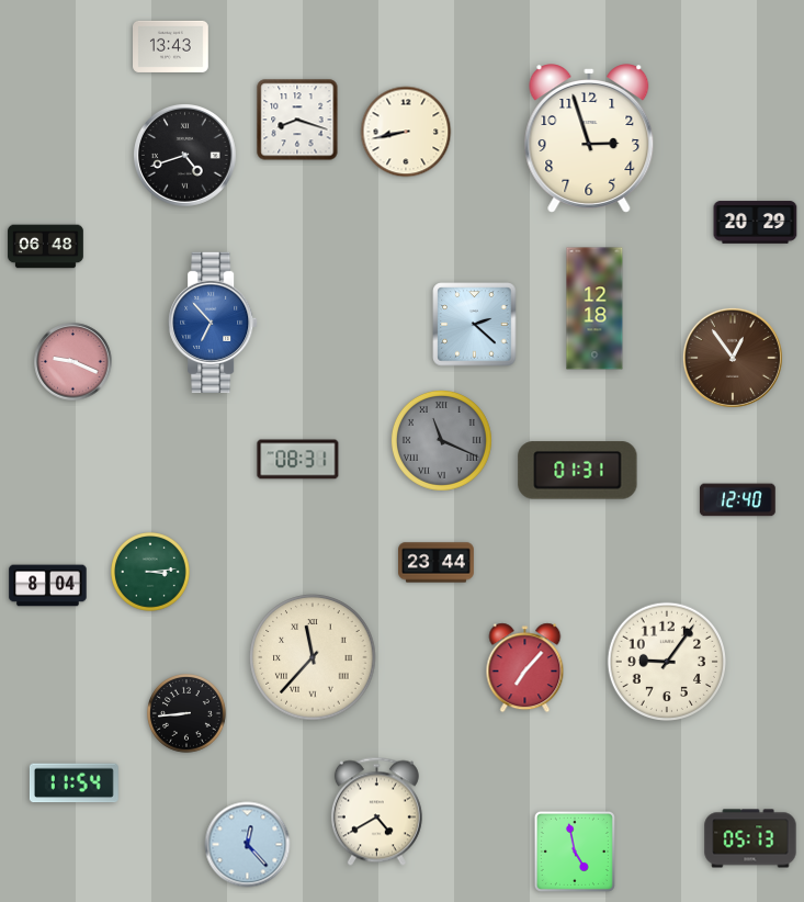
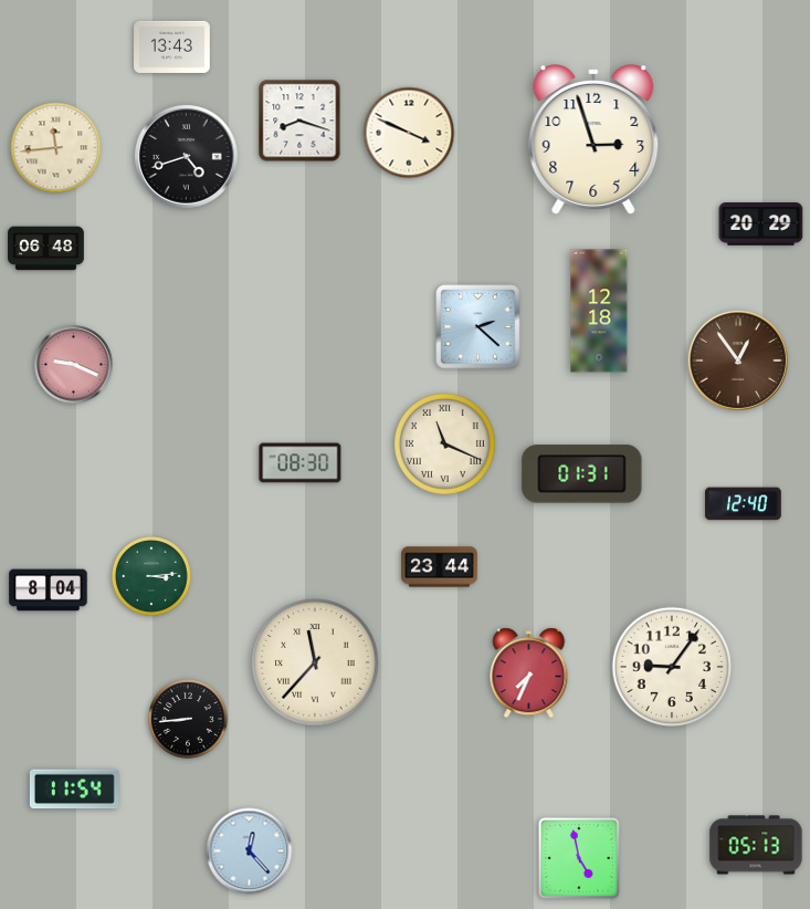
clock at (406, 132): 8:43 -> 3:49
clock at (56, 148): none -> 11:44
clock at (213, 323): 6:53 -> none
clock at (441, 440) dial: grey -> cream
clock at (298, 460): 08:31 -> 08:30
clock at (525, 668): 7:07 -> 7:34
clock at (376, 812): 4:40 -> none
